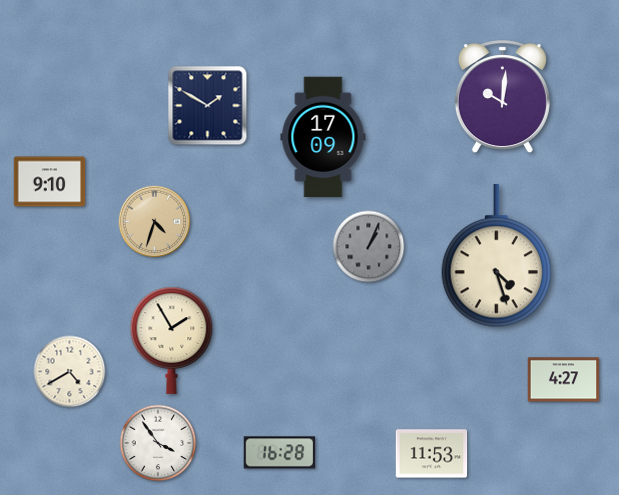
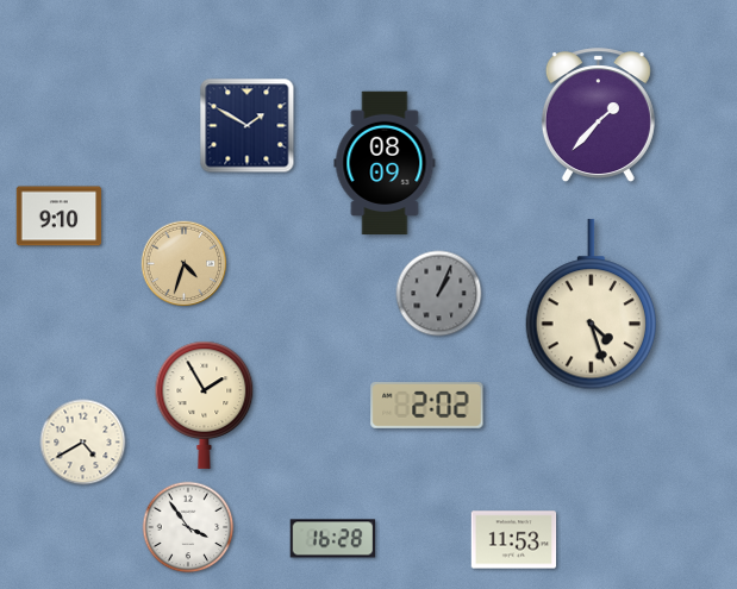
clock at (502, 97): 10:01 -> 1:37
clock at (323, 137): 17:09 -> 08:09
clock at (427, 405): none -> 2:02
clock at (564, 380): 4:27 -> none
